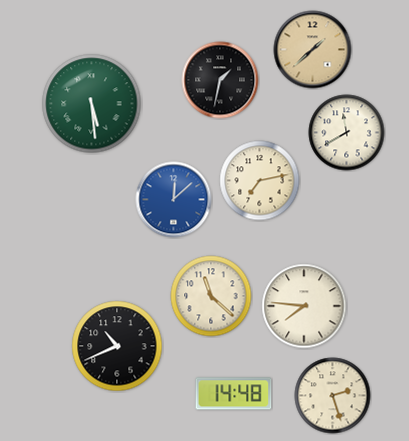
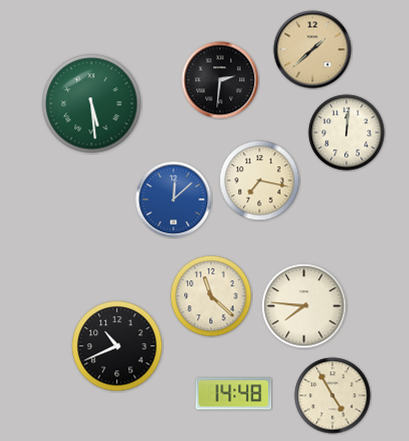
clock at (220, 80): 1:32 -> 2:31
clock at (347, 133): 11:40 -> 12:01
clock at (260, 181): 7:13 -> 7:17
clock at (333, 396): 2:27 -> 4:55
